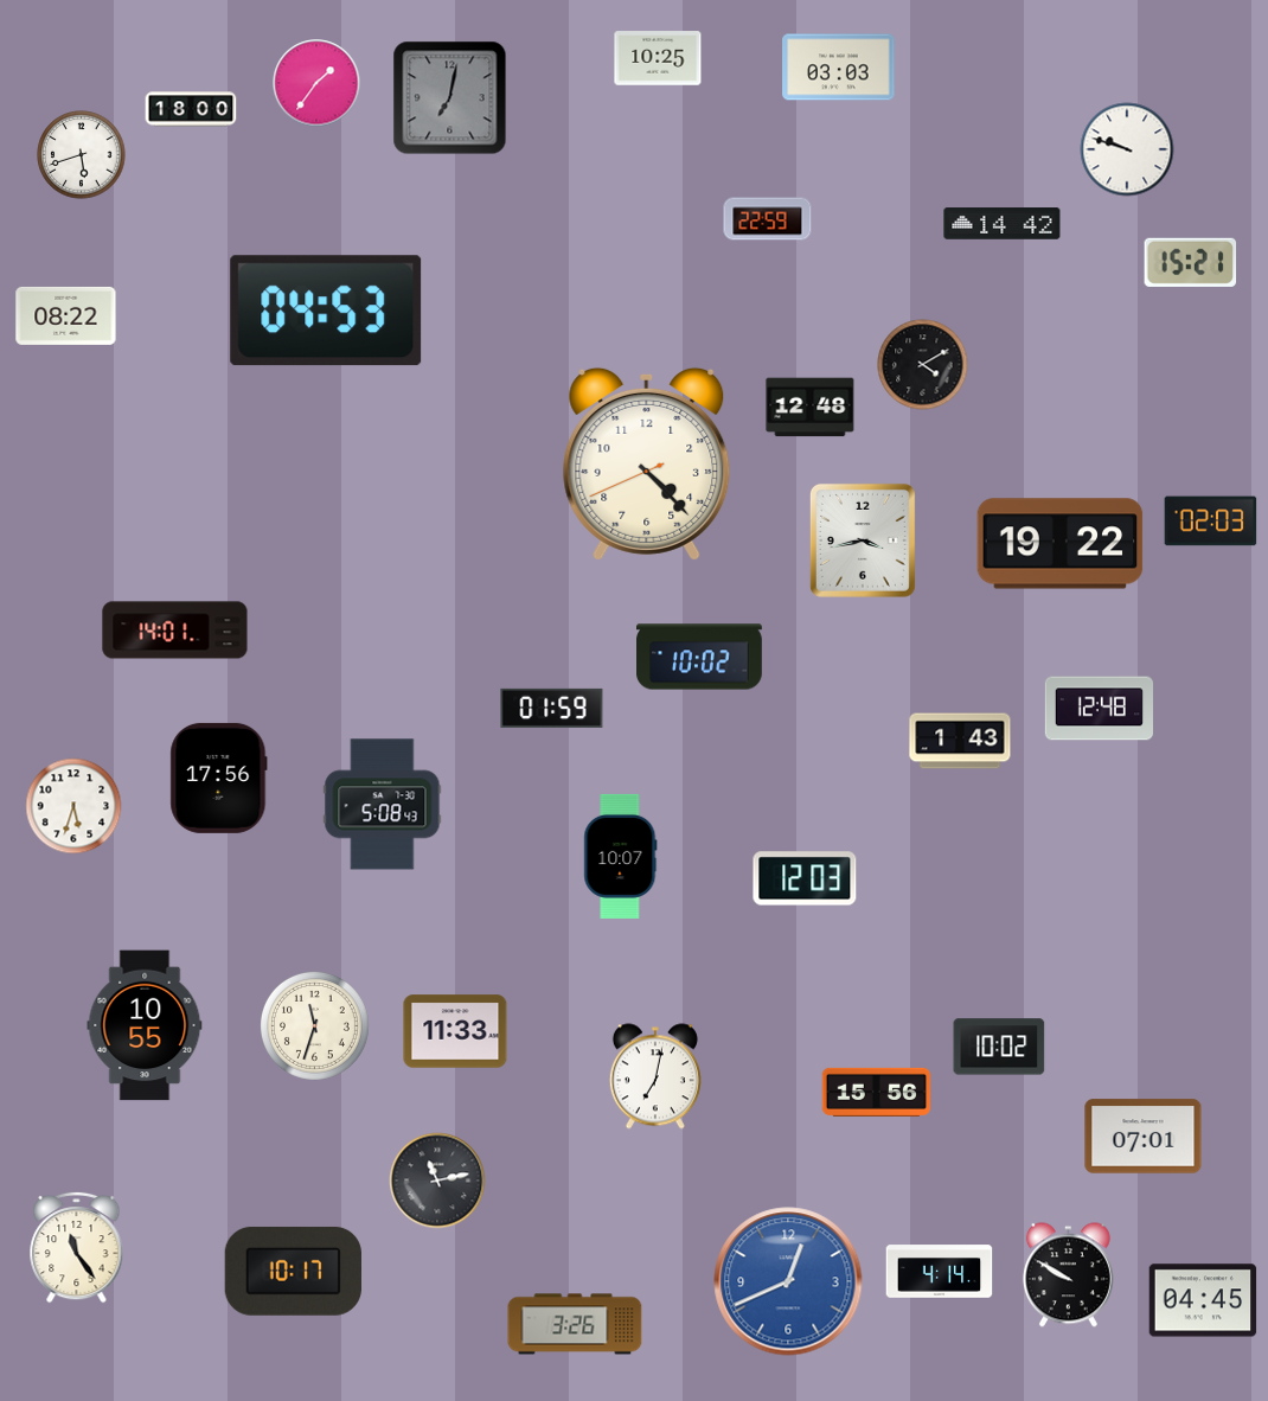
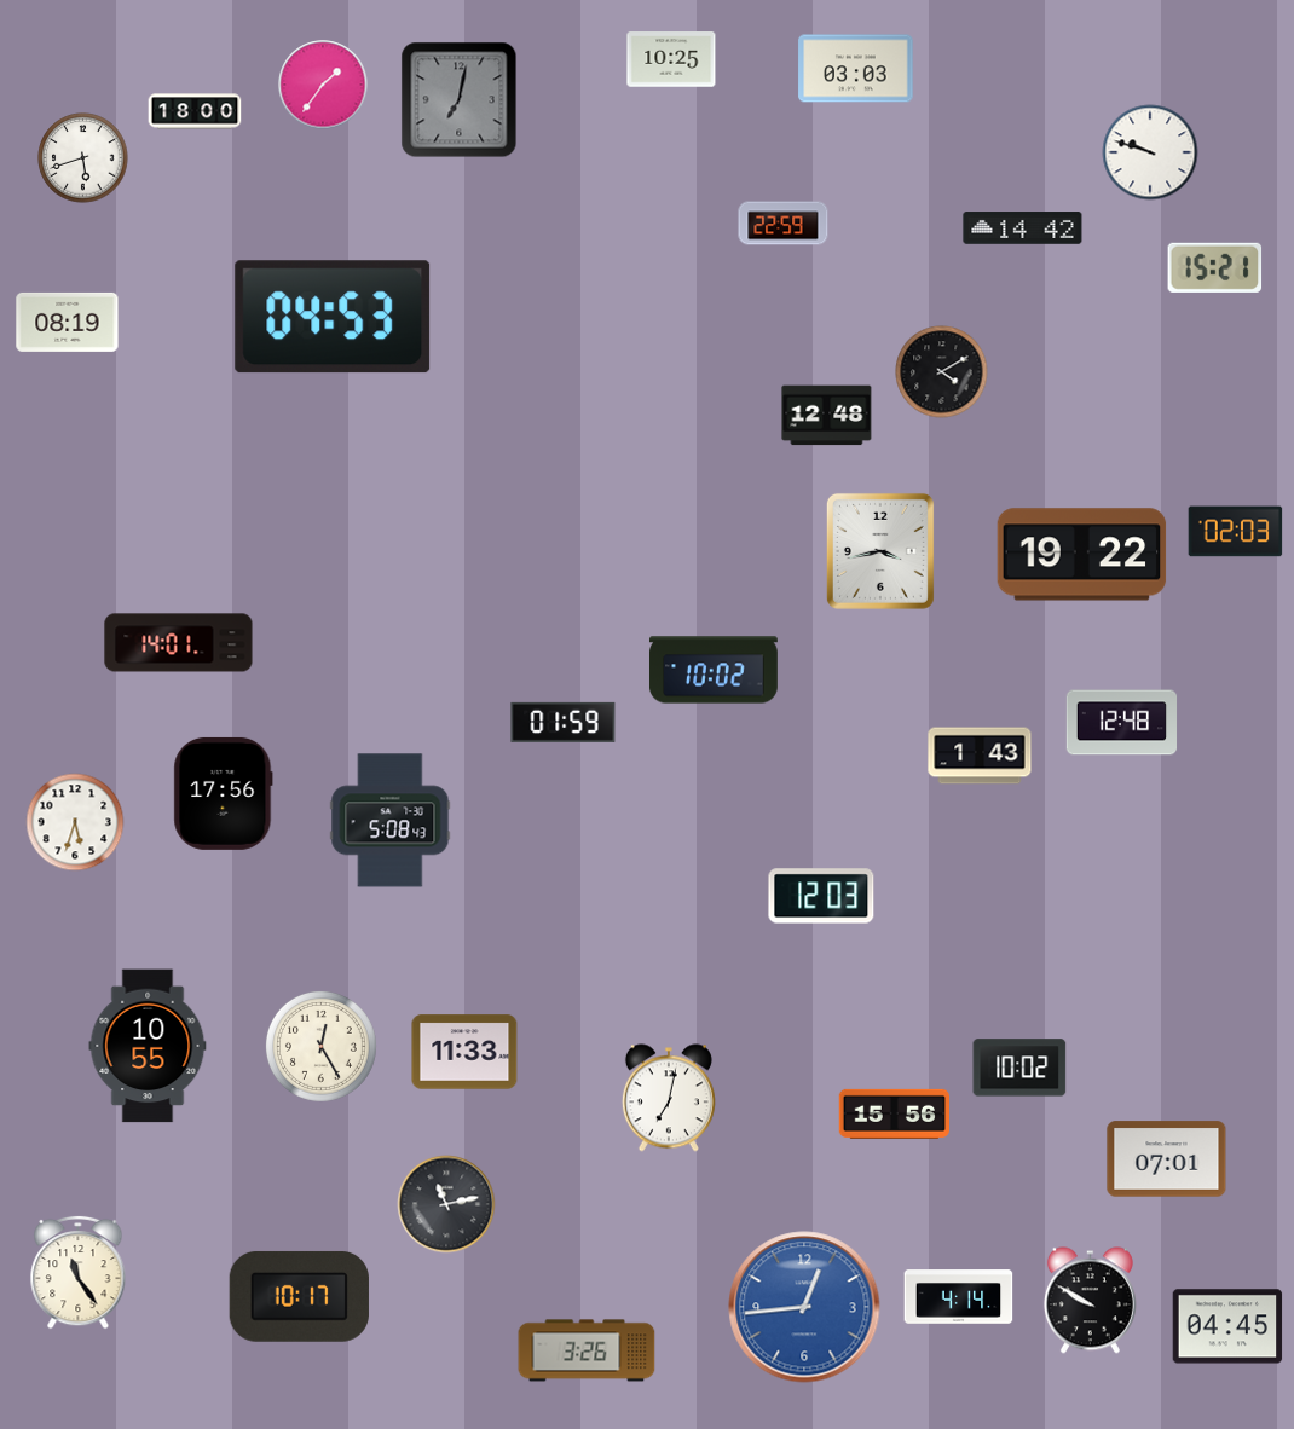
clock at (66, 315): 08:22 -> 08:19
clock at (647, 463): 4:22 -> none
clock at (621, 856): 10:07 -> none
clock at (314, 1025): 11:33 -> 12:25
clock at (788, 1281): 12:41 -> 12:44
